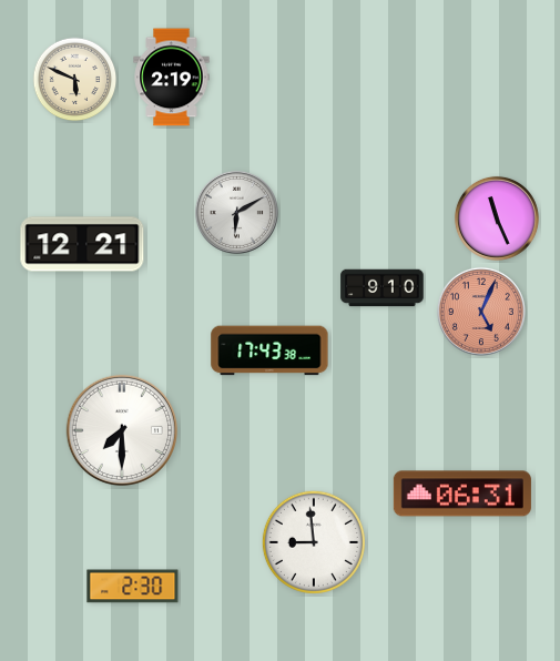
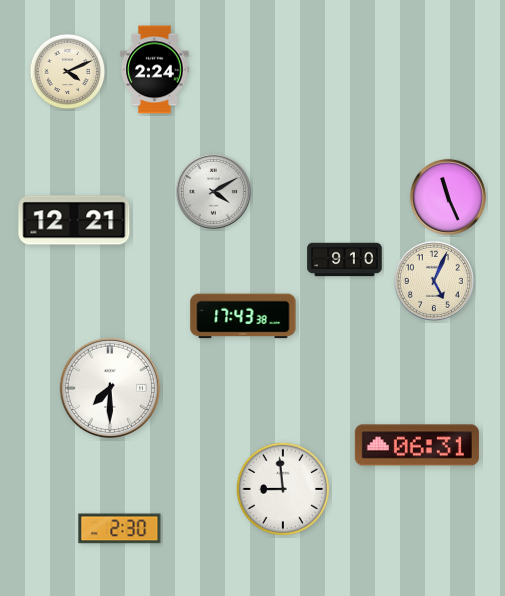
clock at (172, 78): 2:19 -> 2:24
clock at (75, 80): 5:49 -> 4:11
clock at (236, 212): 6:10 -> 4:10
clock at (481, 312) dial: salmon -> cream
